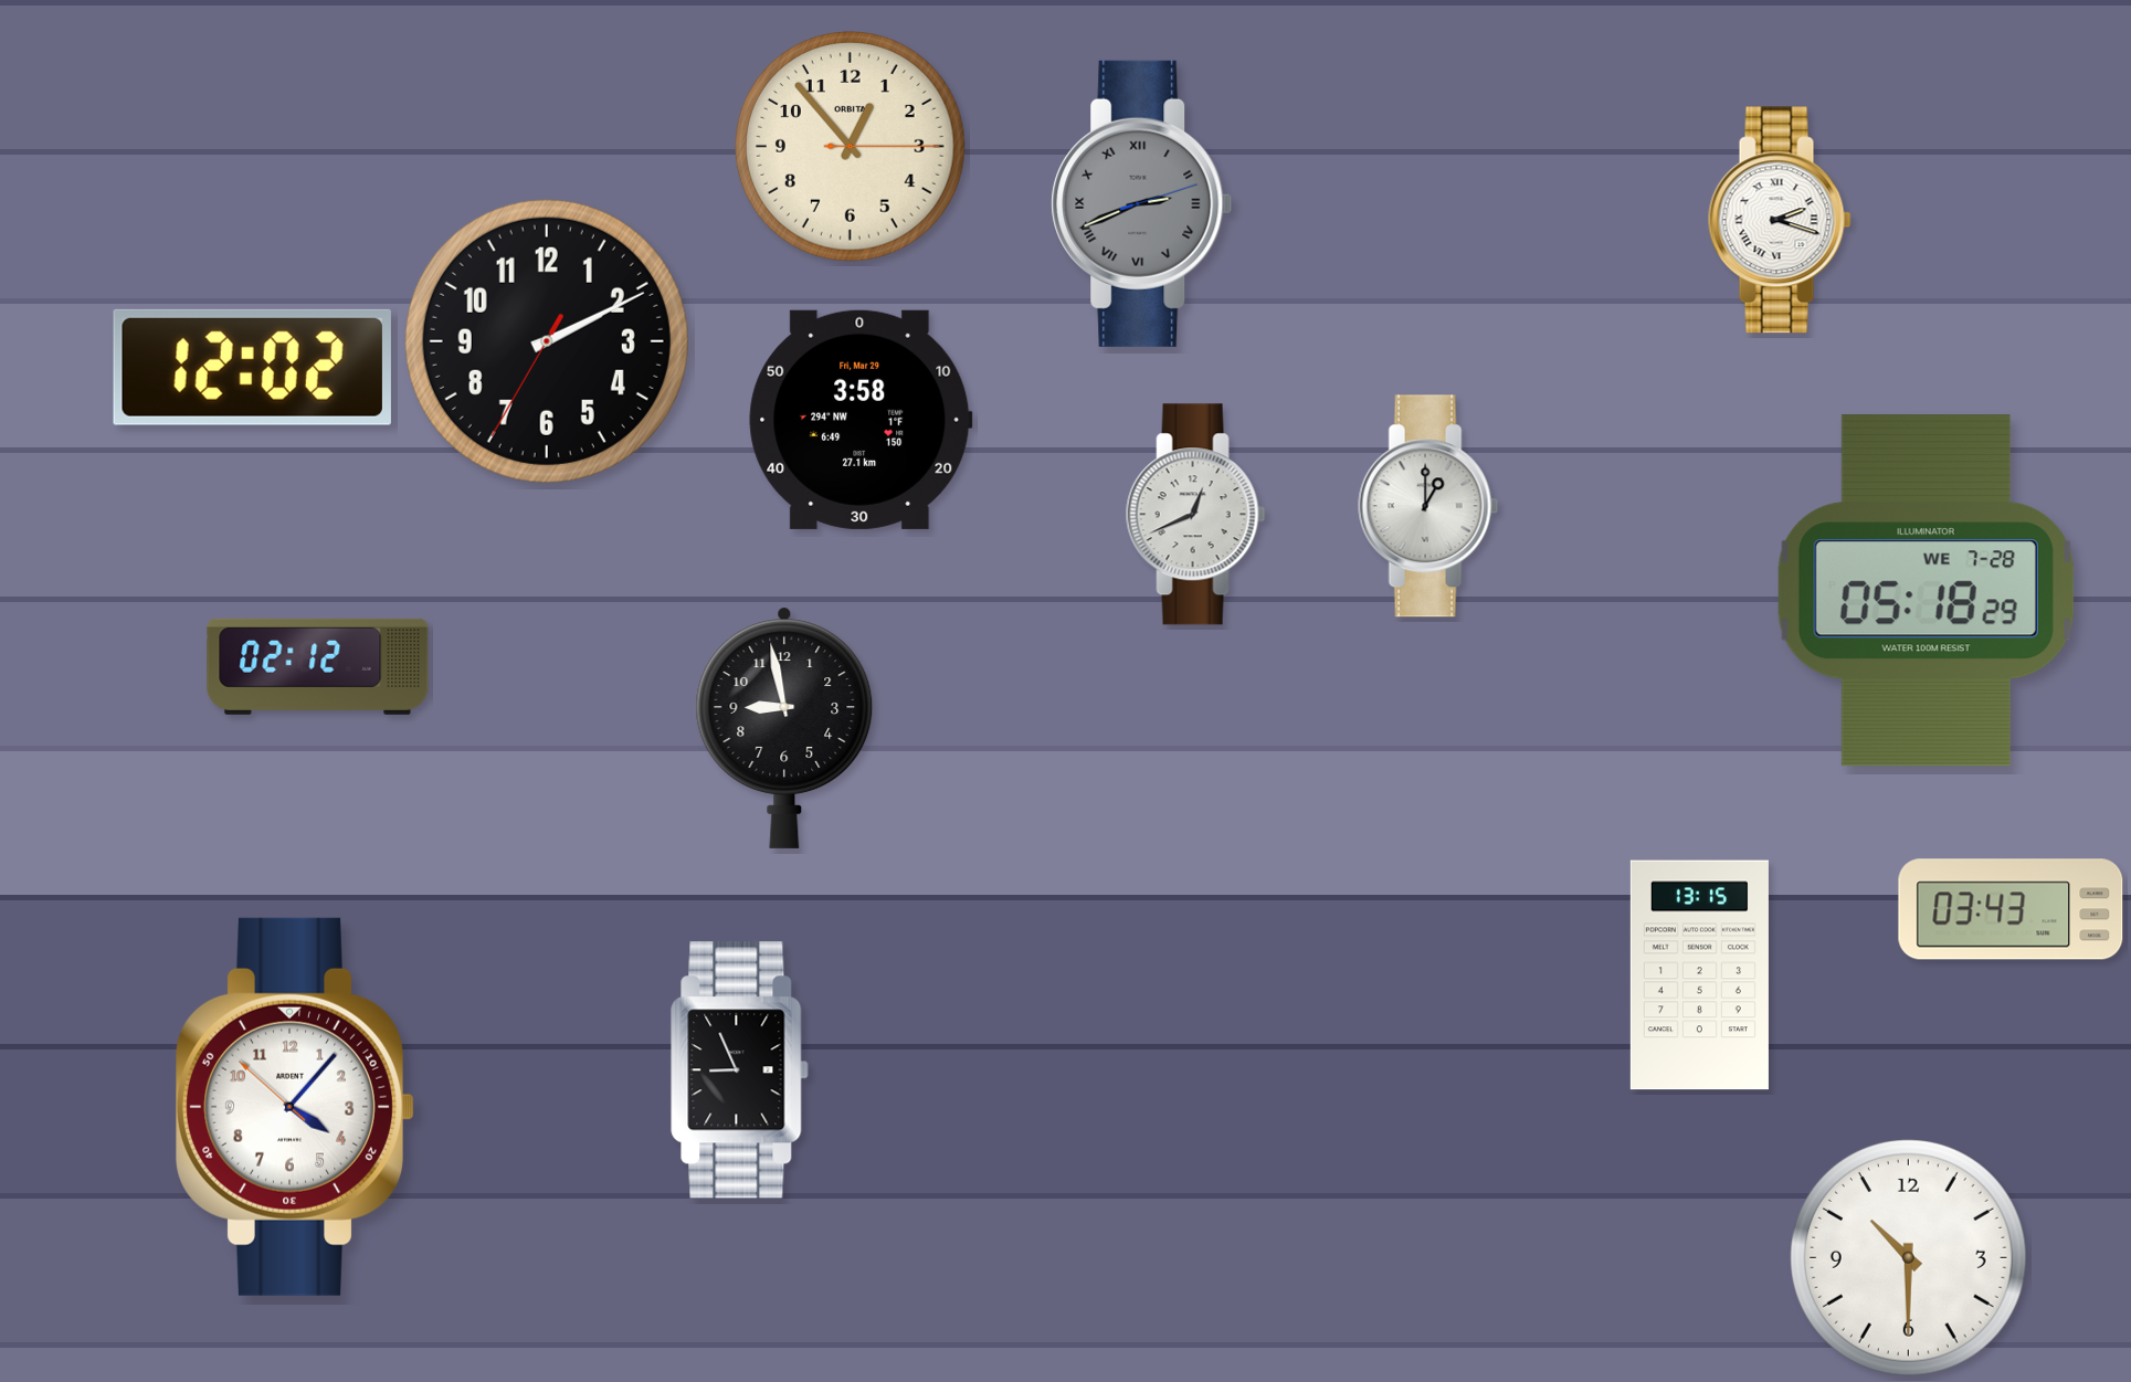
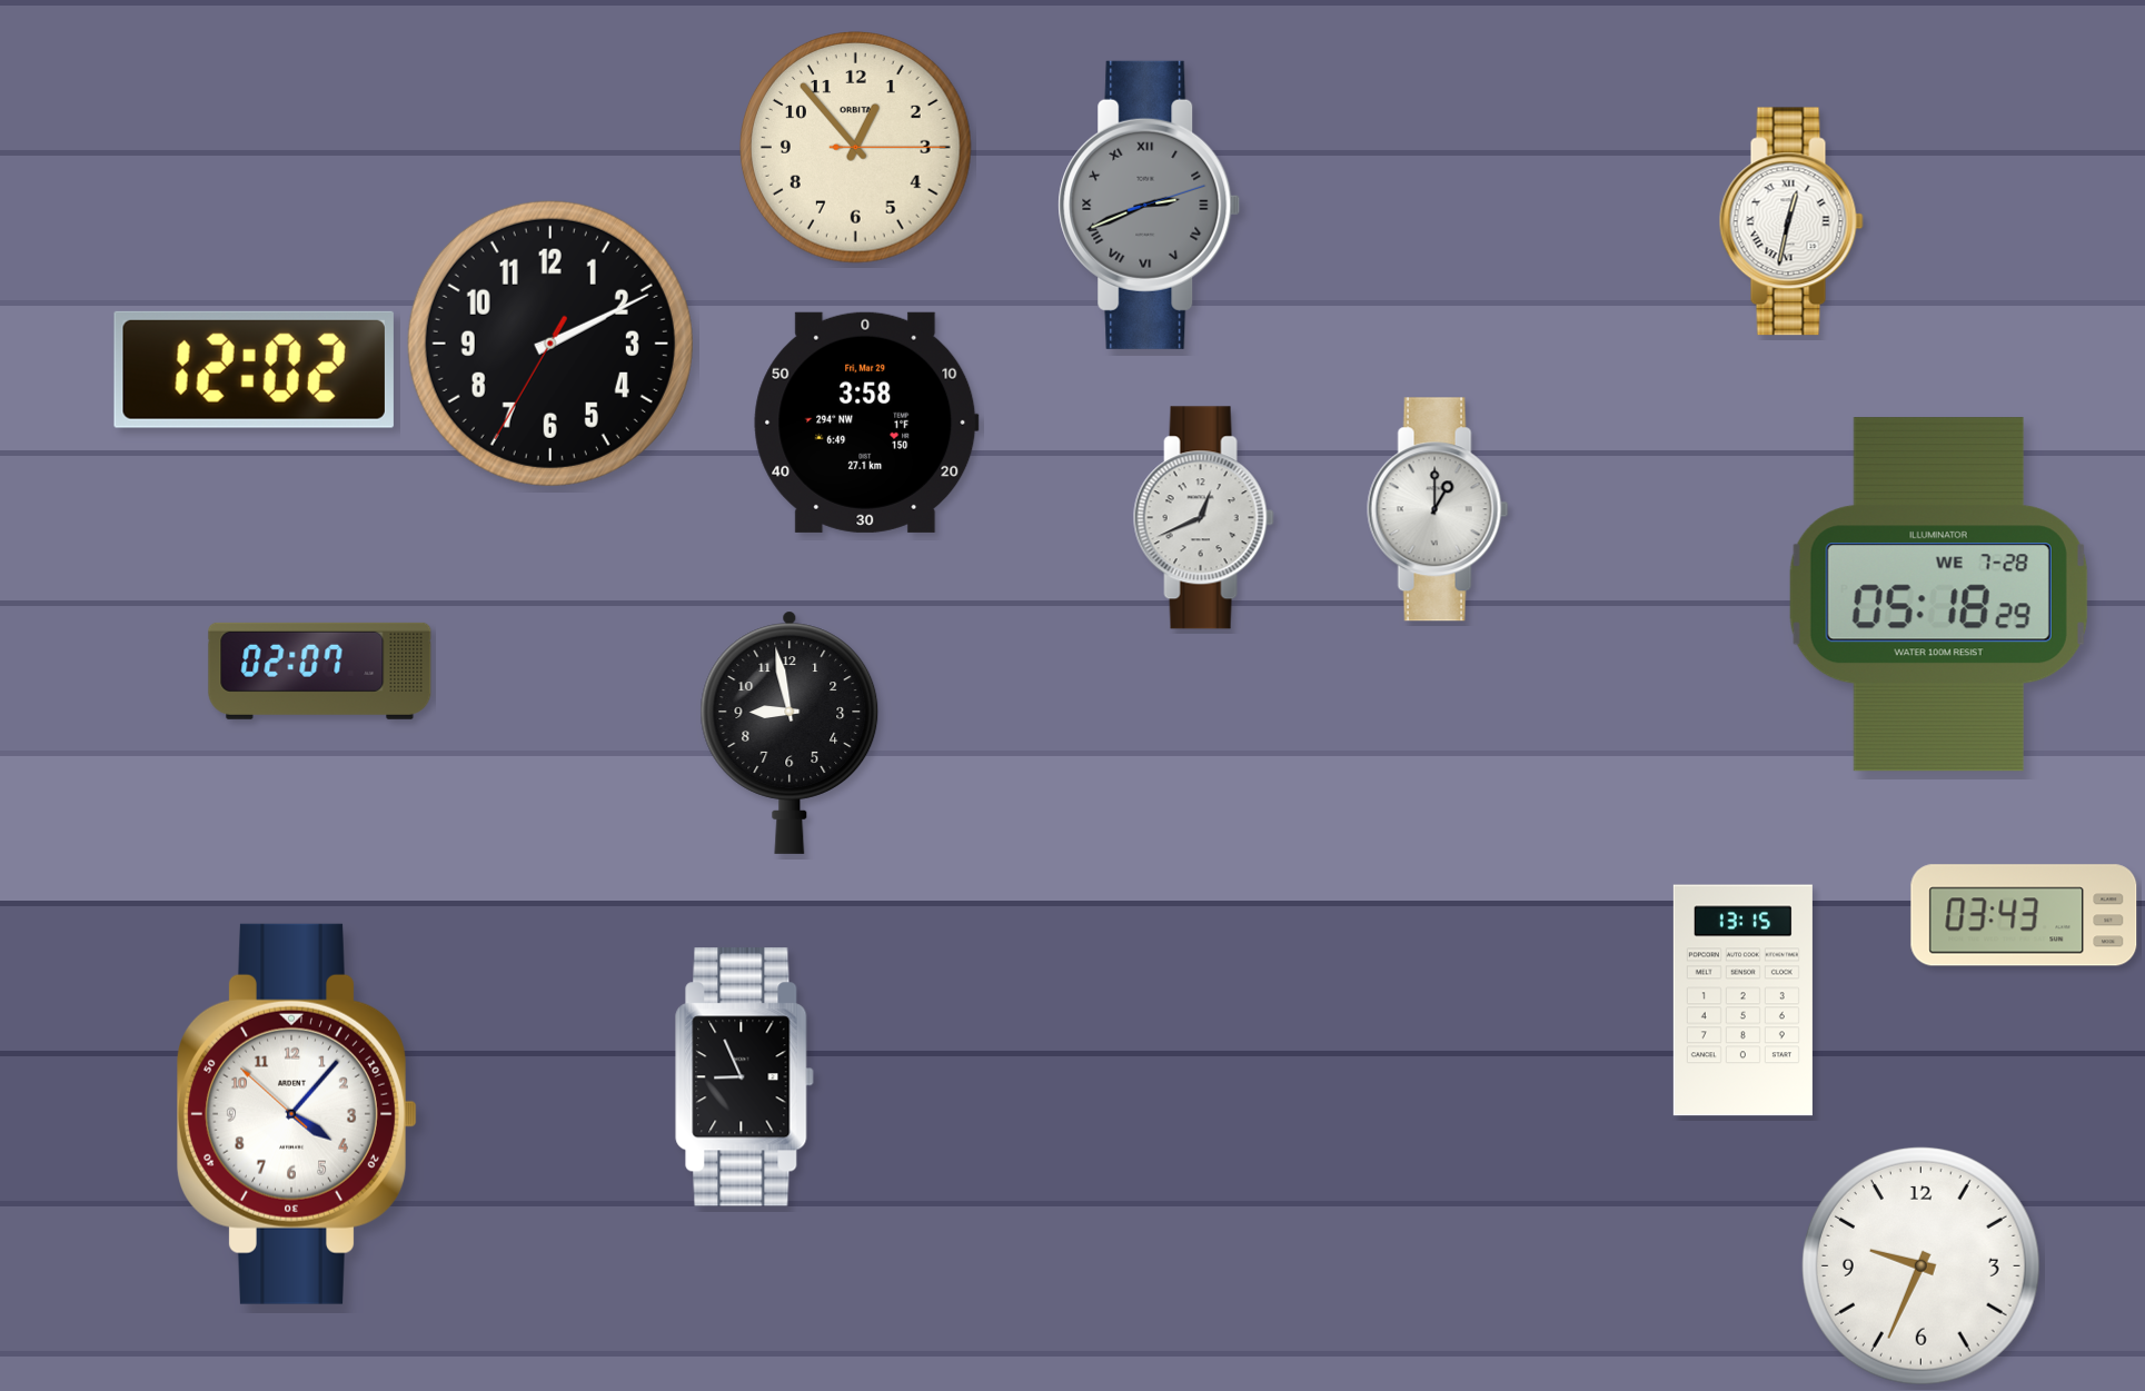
clock at (1780, 220): 2:18 -> 12:32
clock at (318, 666): 02:12 -> 02:07
clock at (1699, 975) position: (1699, 975) -> (1742, 1001)
clock at (1908, 1257): 10:30 -> 9:34
